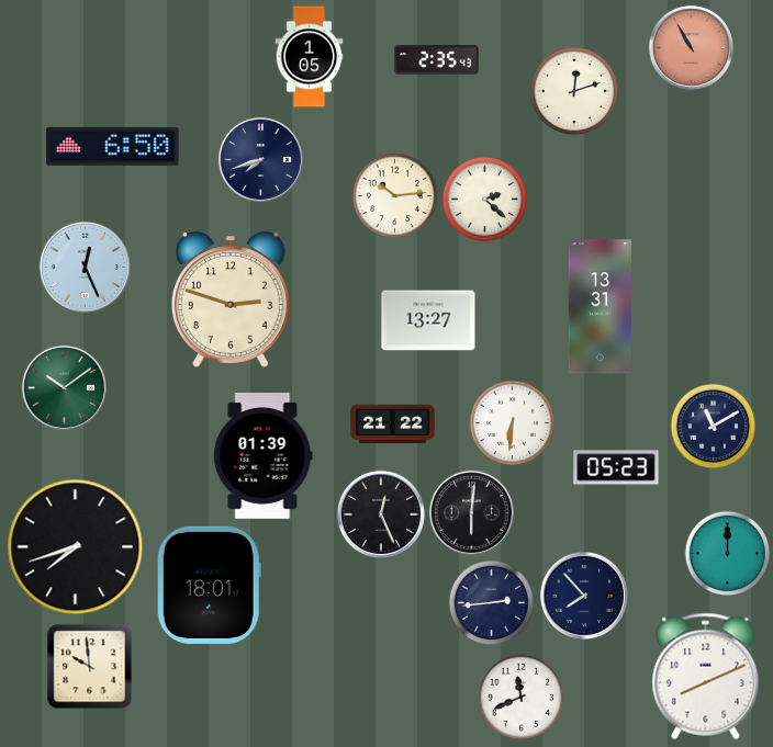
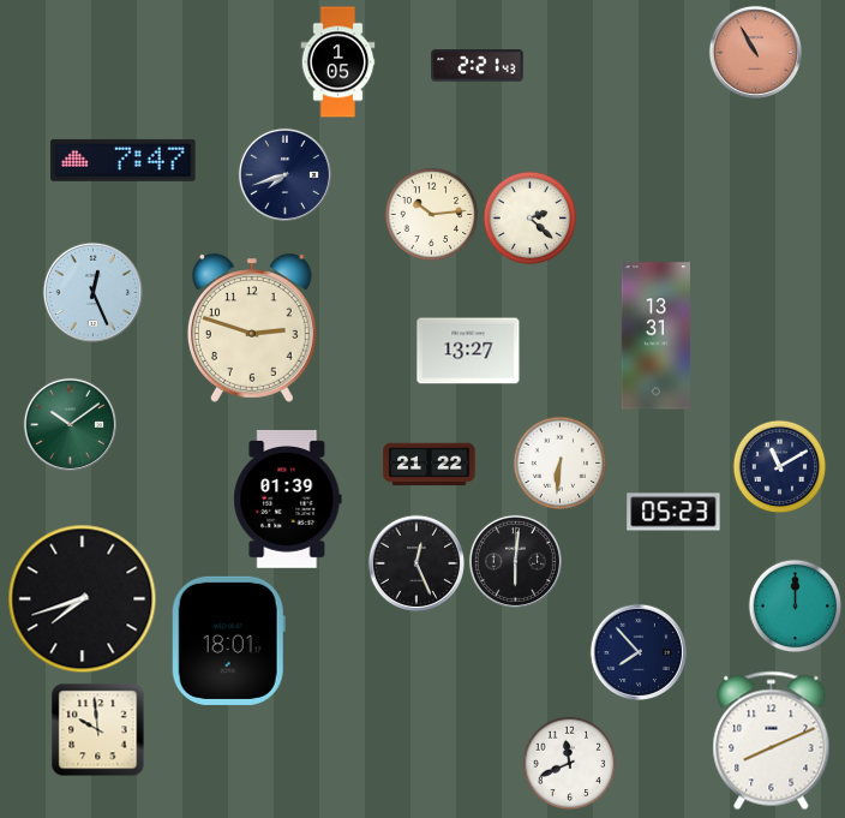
clock at (437, 60): 2:35 -> 2:21
clock at (574, 91): 12:12 -> none
clock at (113, 146): 6:50 -> 7:47
clock at (491, 602): 2:44 -> none
